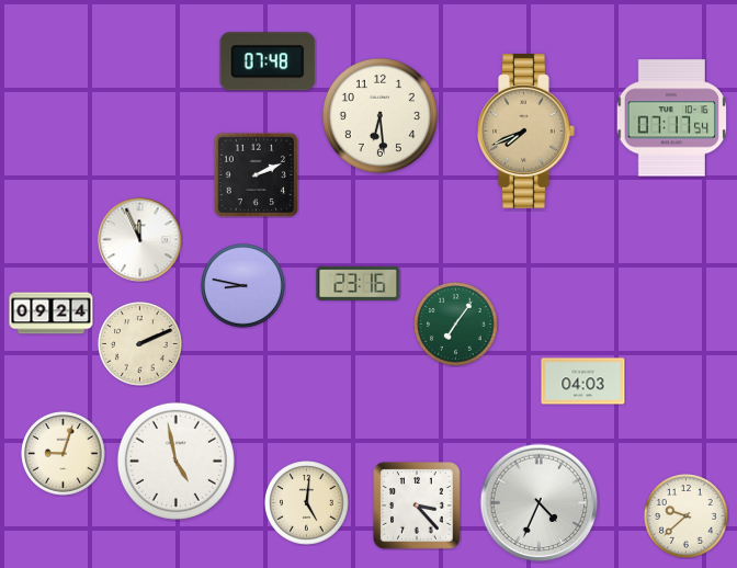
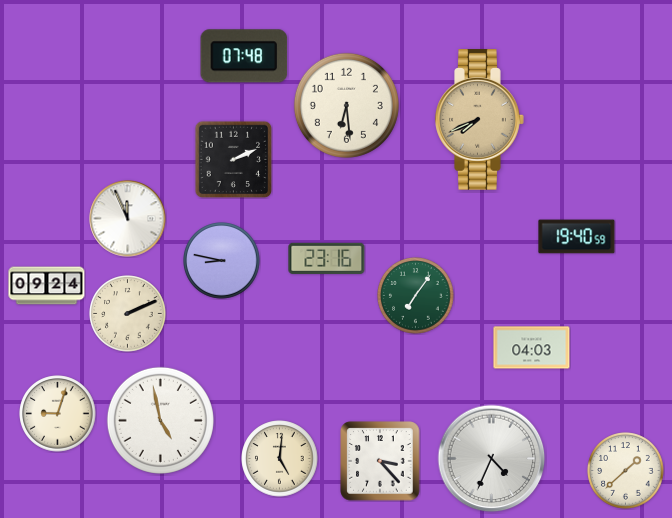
clock at (672, 118): 07:17 -> none
clock at (577, 237): none -> 19:40
clock at (687, 516): 9:38 -> 1:38
